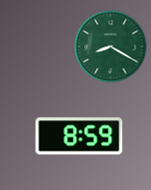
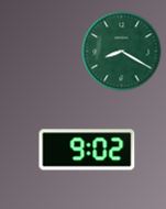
clock at (79, 136): 8:59 -> 9:02
